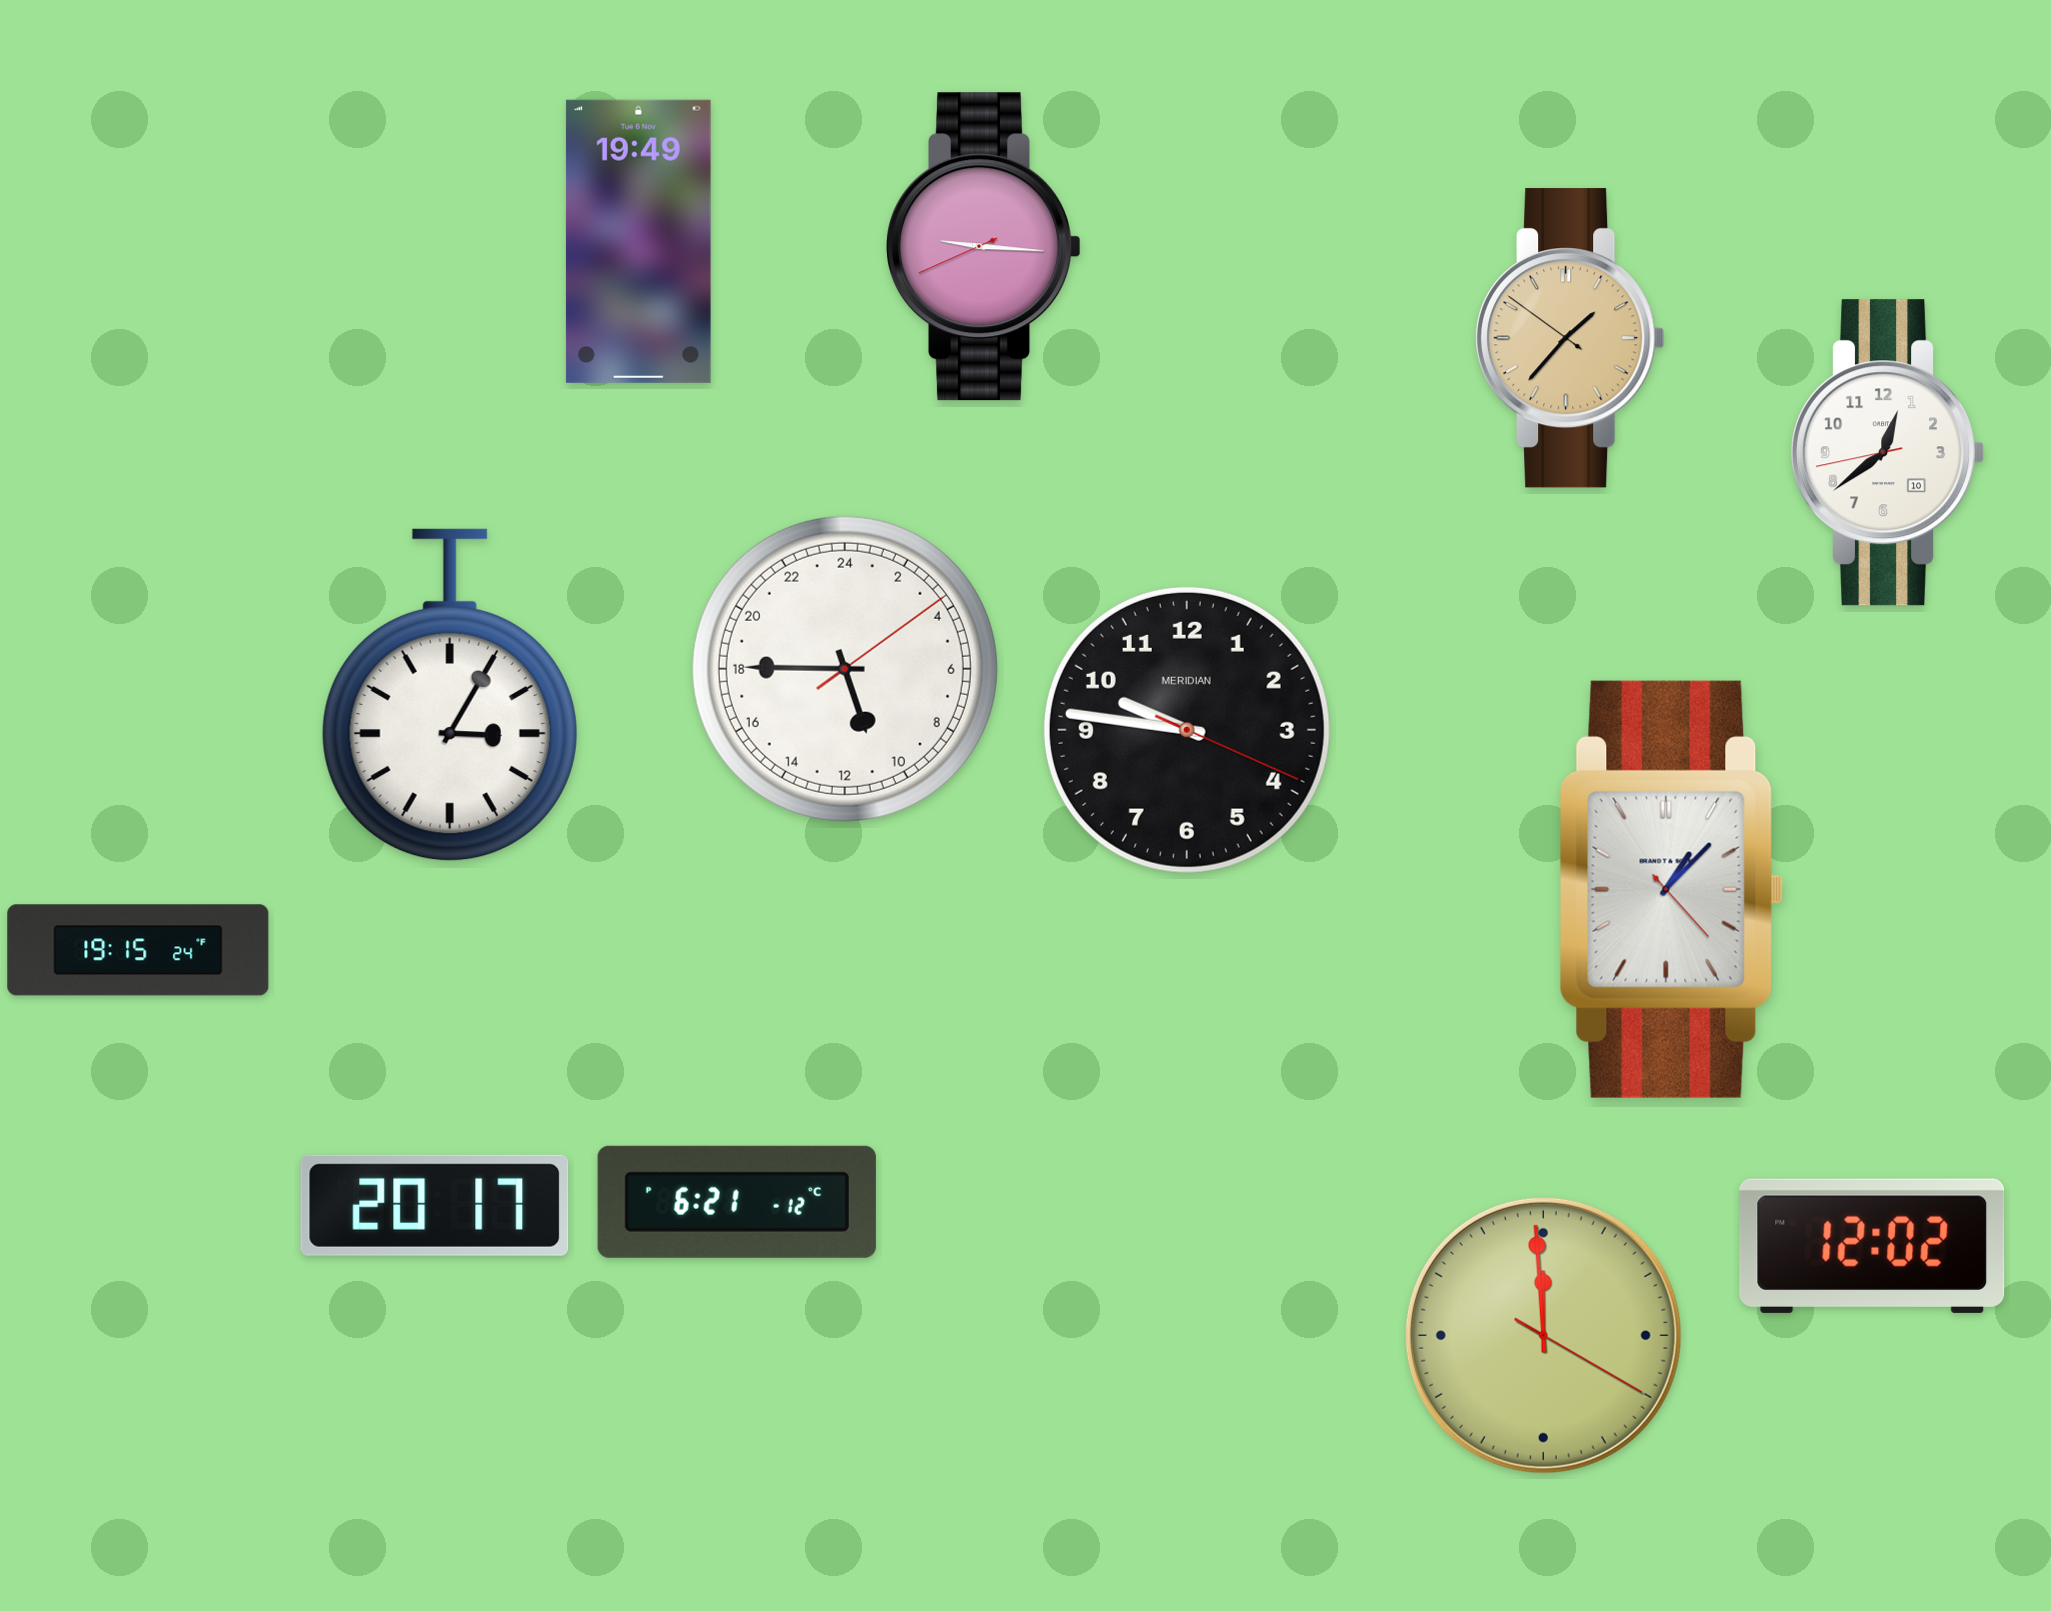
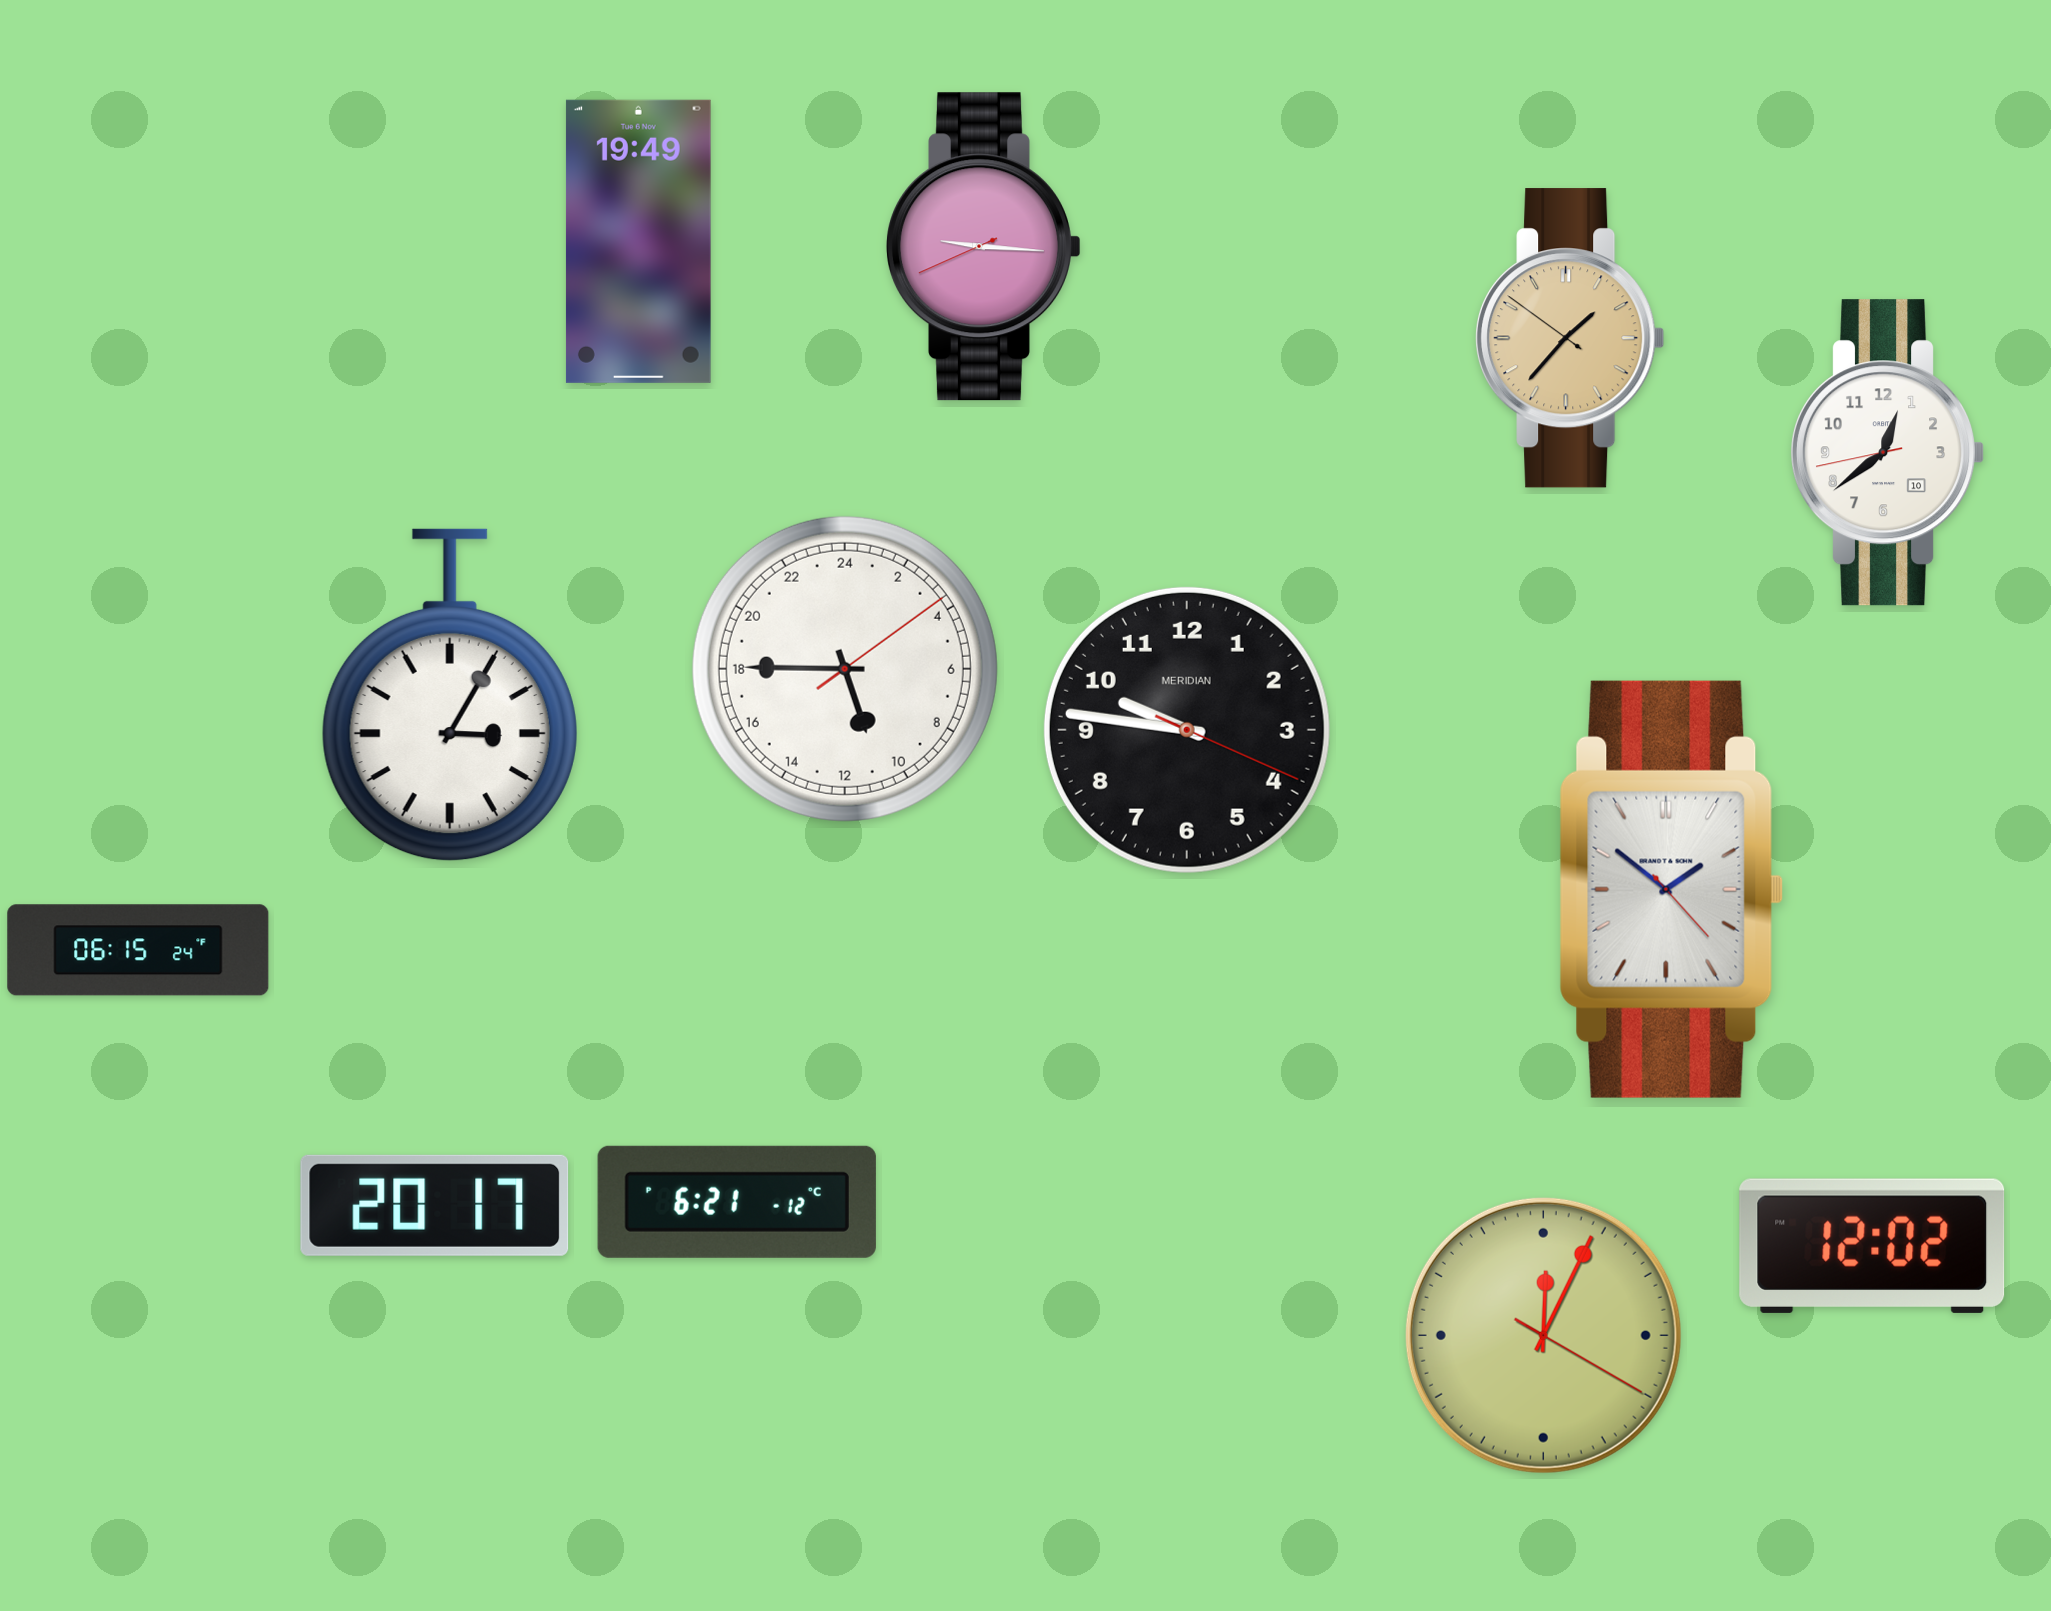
clock at (1671, 889): 1:07 -> 1:51
clock at (138, 950): 19:15 -> 06:15
clock at (1543, 1335): 11:59 -> 12:04
